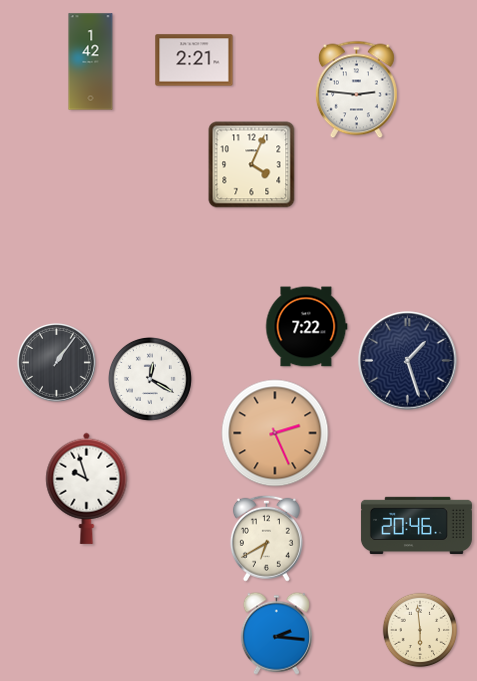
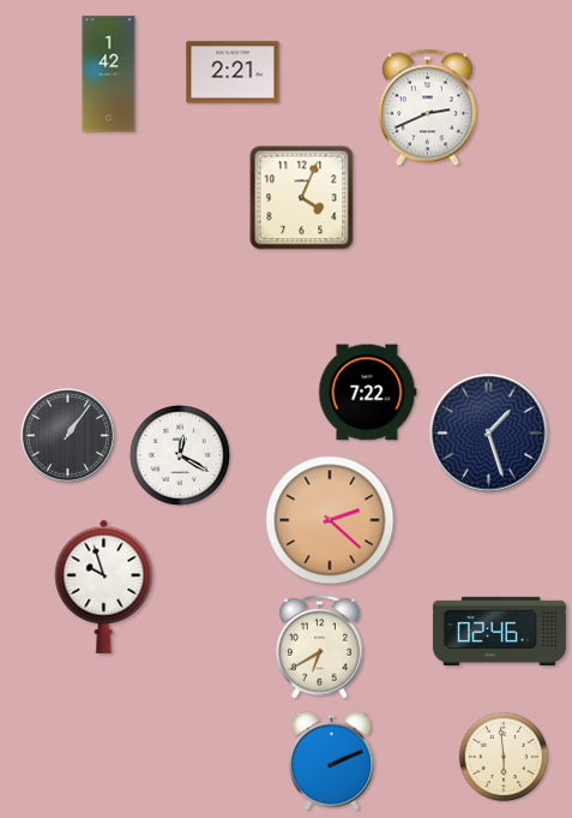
clock at (356, 90): 2:46 -> 2:41
clock at (275, 433): 2:26 -> 2:22
clock at (416, 526): 20:46 -> 02:46
clock at (276, 633): 2:16 -> 2:11
